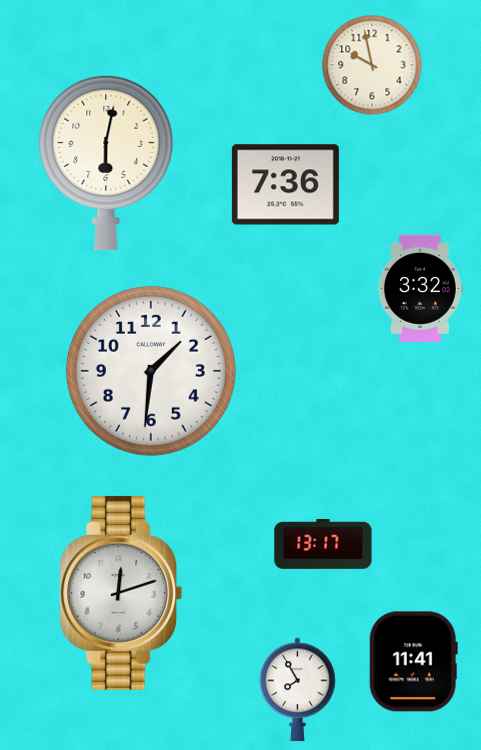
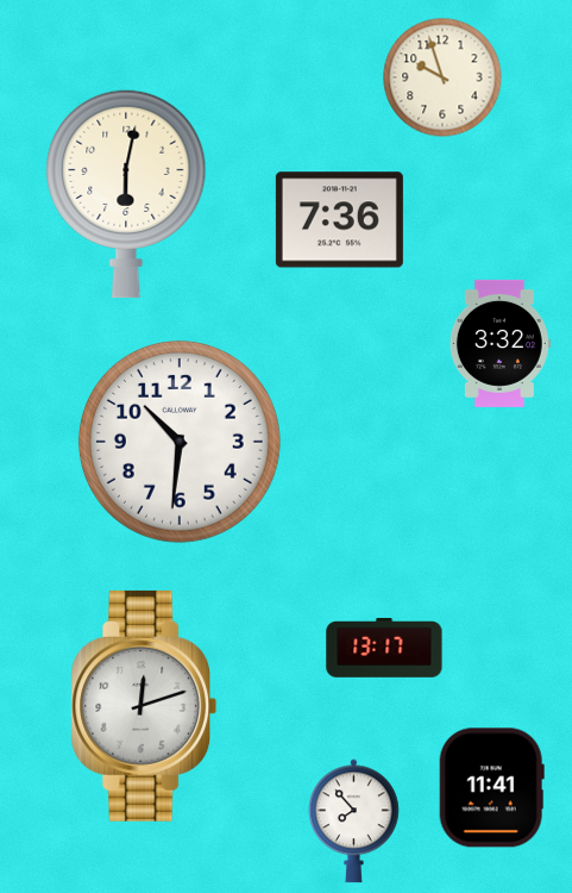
clock at (372, 65): 9:58 -> 9:57
clock at (151, 371): 1:31 -> 10:31
clock at (298, 690): 7:55 -> 7:53
